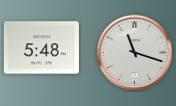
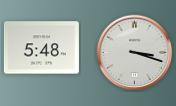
clock at (135, 53): 11:18 -> 3:18
